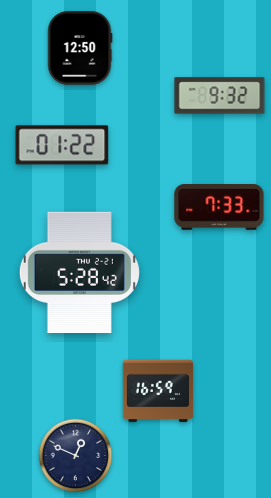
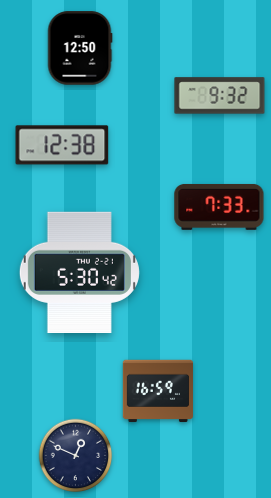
clock at (62, 145): 01:22 -> 12:38
clock at (79, 272): 5:28 -> 5:30
